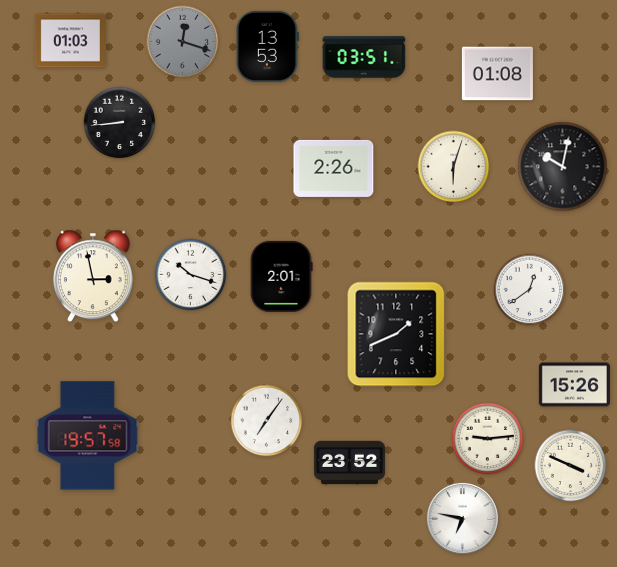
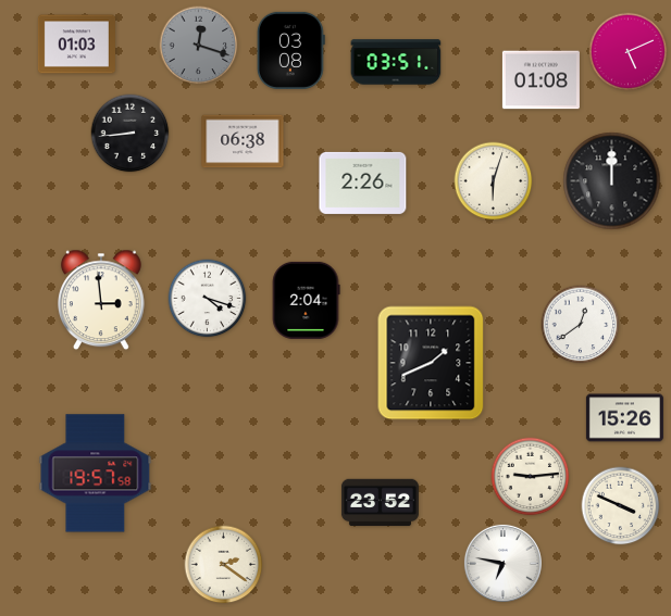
clock at (267, 46): 13:53 -> 03:08
clock at (629, 52): none -> 5:11
clock at (243, 141): none -> 06:38
clock at (563, 167): 10:02 -> 12:00
clock at (191, 275): 10:18 -> 4:18
clock at (93, 276): 2:58 -> 2:59
clock at (281, 276): 2:01 -> 2:04
clock at (530, 290) position: (530, 290) -> (581, 325)
clock at (267, 421): 7:06 -> none
clock at (224, 565): none -> 2:21
